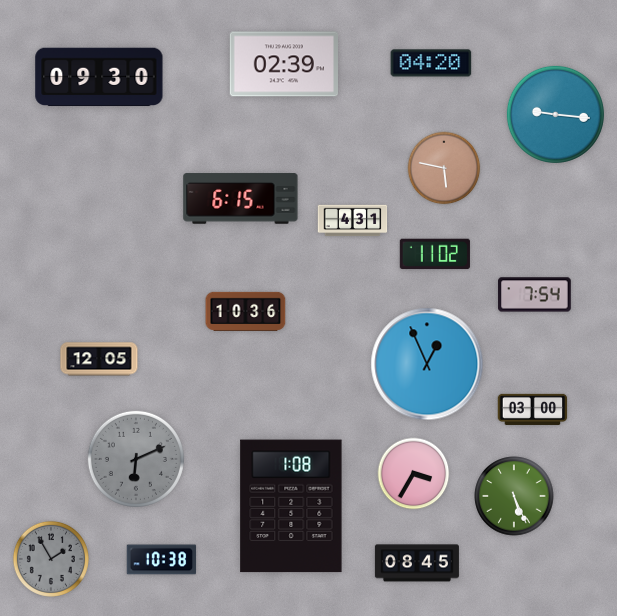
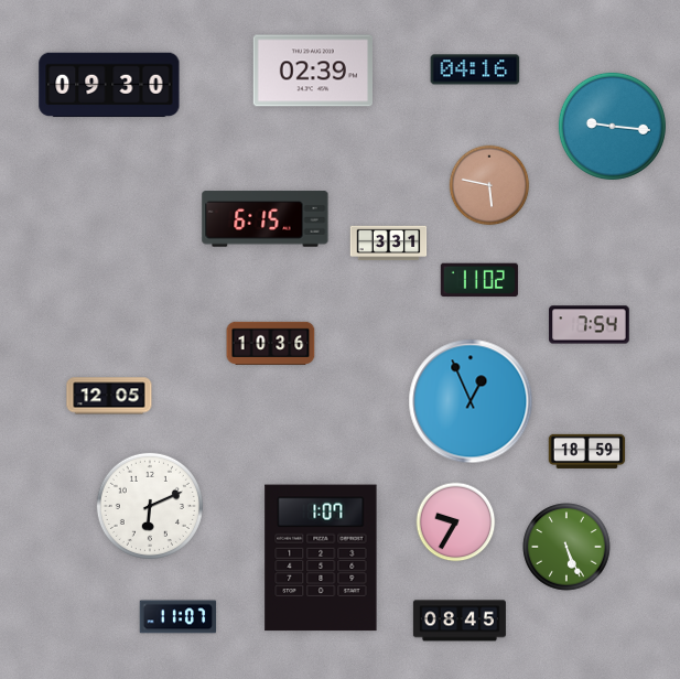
clock at (431, 63): 04:20 -> 04:16
clock at (353, 221): 4:31 -> 3:31
clock at (533, 409): 03:00 -> 18:59
clock at (136, 459) dial: grey -> white
clock at (414, 474): 3:35 -> 9:35
clock at (291, 506): 1:08 -> 1:07
clock at (51, 559): 1:55 -> none
clock at (162, 560): 10:38 -> 11:07
